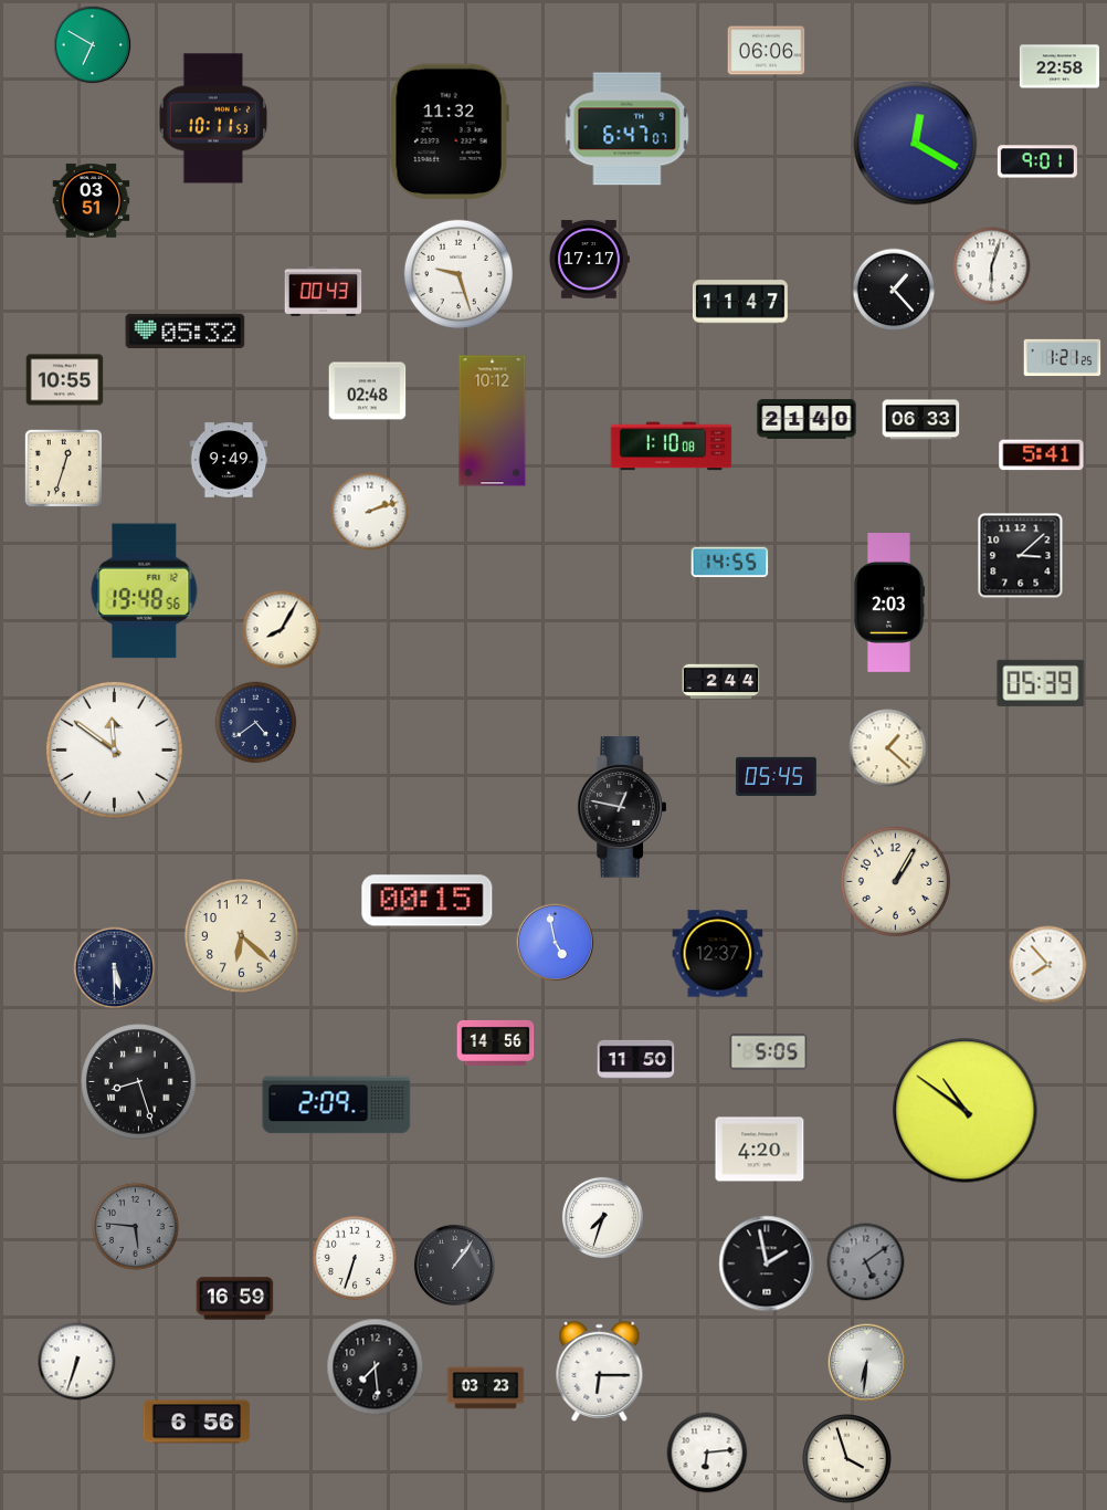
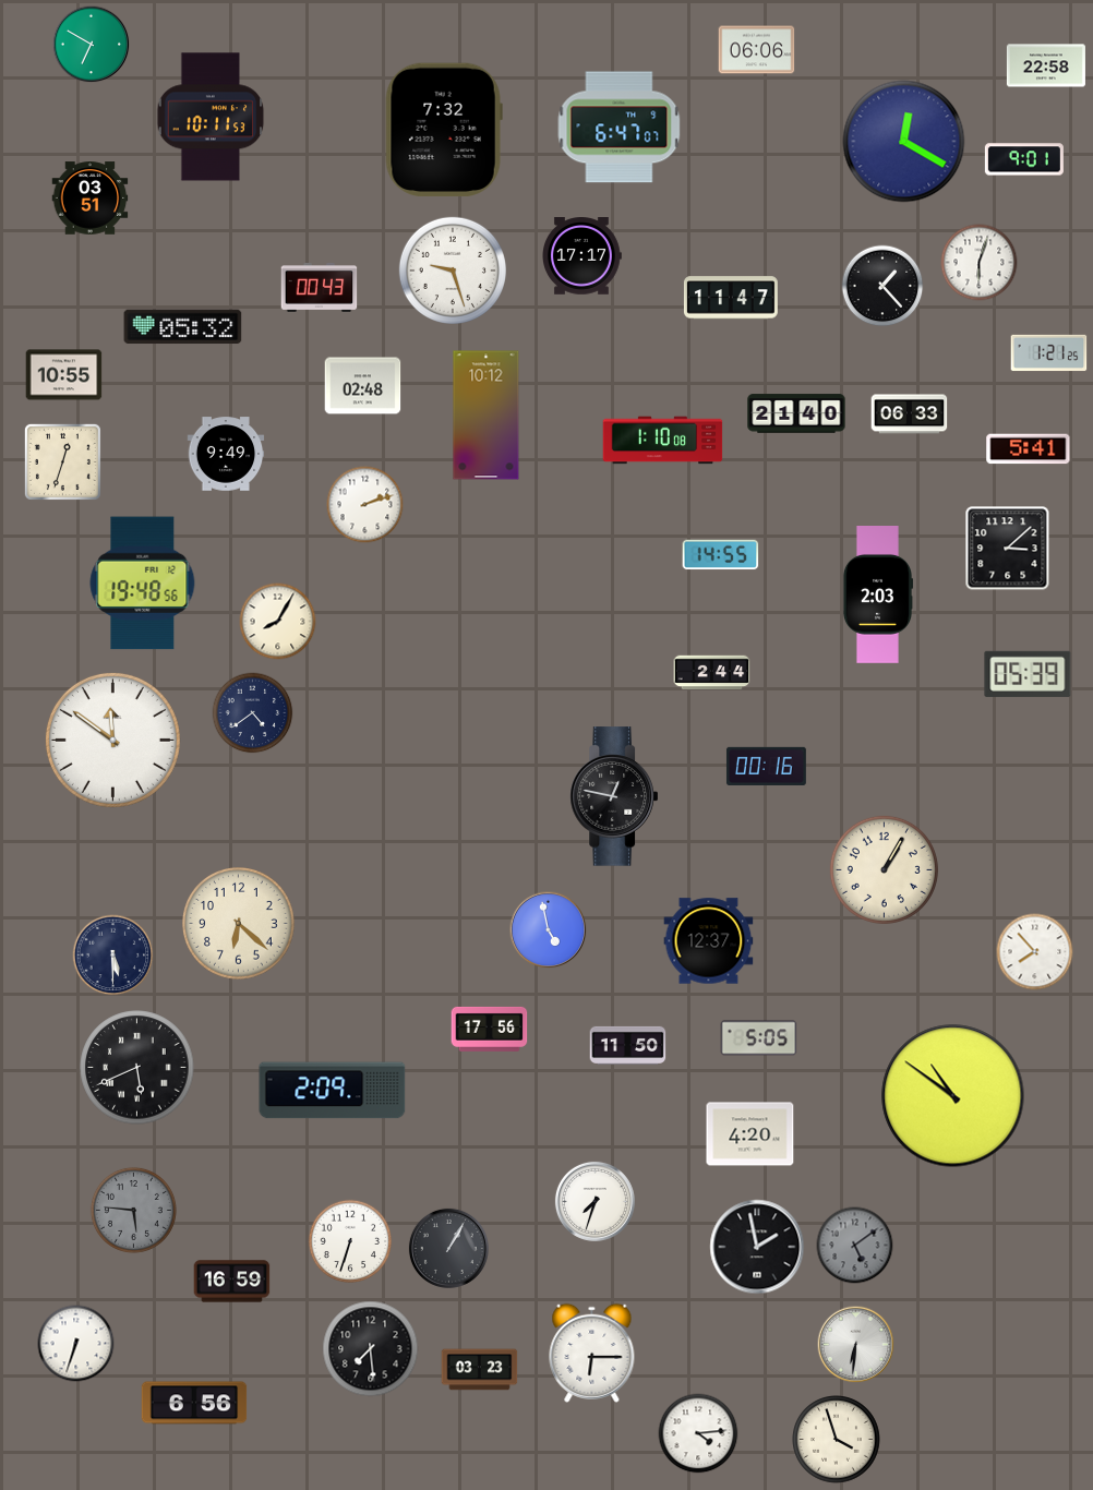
clock at (450, 132): 11:32 -> 7:32
clock at (888, 748): 1:22 -> none
clock at (776, 776): 05:45 -> 00:16
clock at (428, 901): 00:15 -> none
clock at (496, 1042): 14:56 -> 17:56
clock at (139, 1082): 8:27 -> 5:41
clock at (454, 1265): 1:06 -> 1:05
clock at (707, 1453): 6:14 -> 4:14
